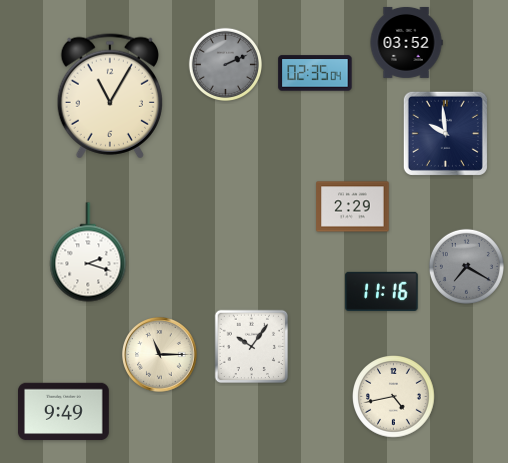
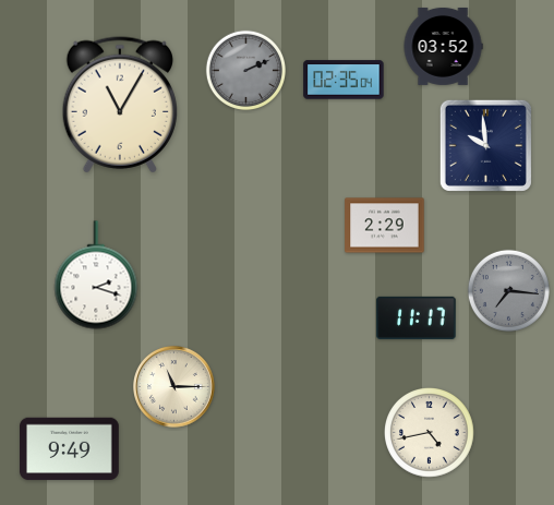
clock at (466, 266): 7:20 -> 7:16
clock at (382, 291): 11:16 -> 11:17
clock at (252, 347): 10:06 -> none
